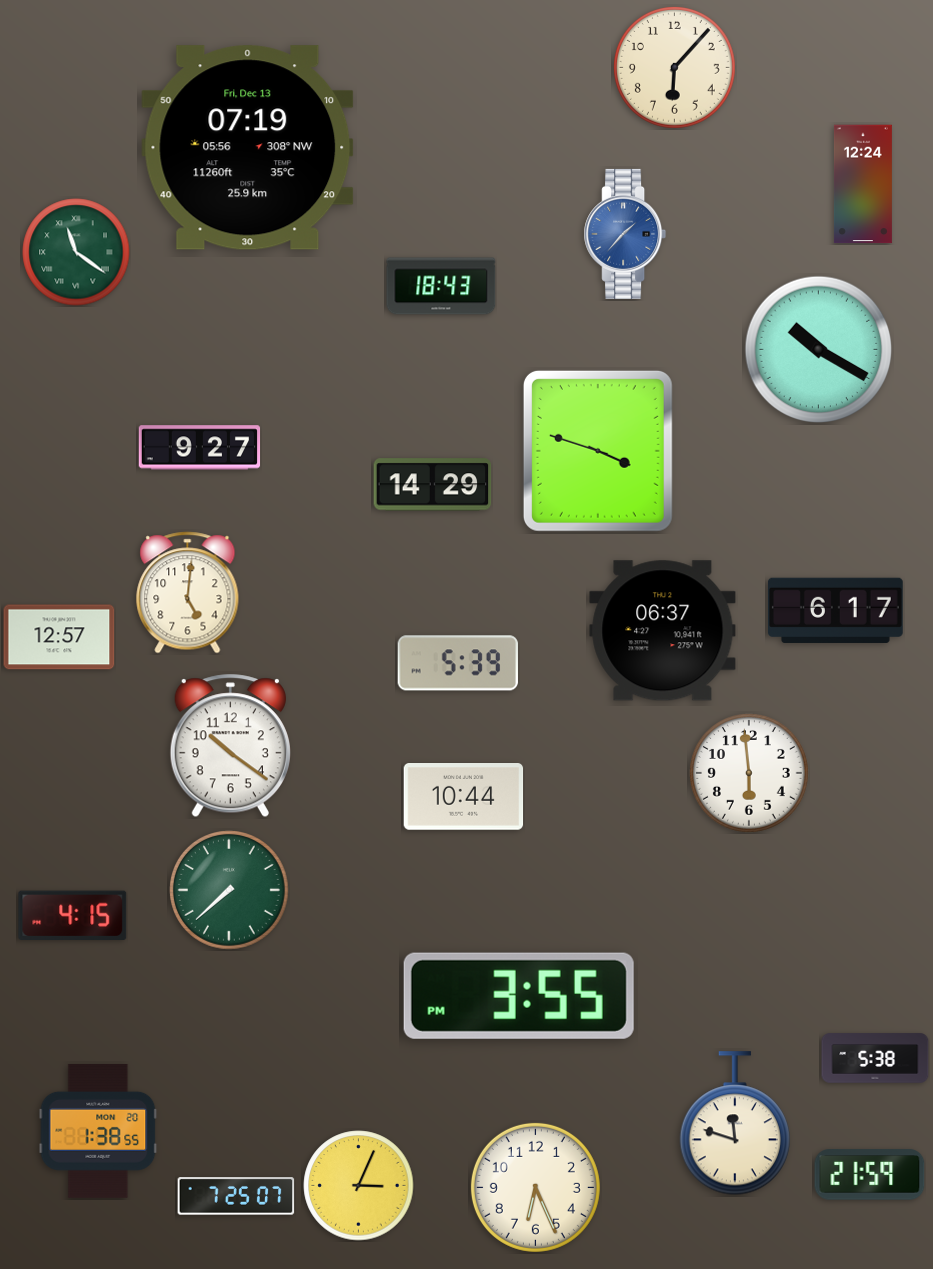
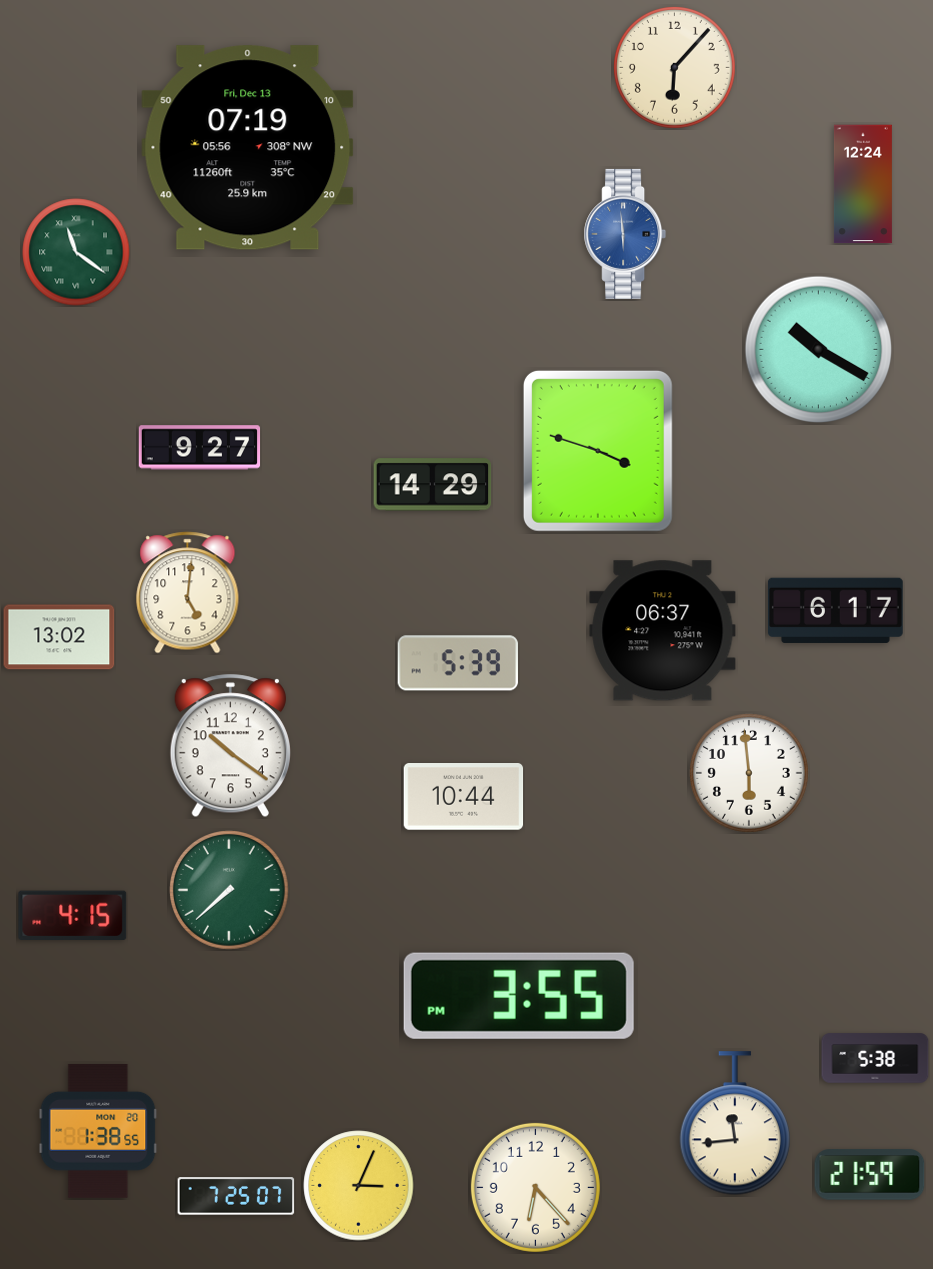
clock at (625, 234): 1:37 -> 5:59
clock at (441, 286): 18:43 -> none
clock at (59, 637): 12:57 -> 13:02
clock at (735, 1124): 11:48 -> 11:44
clock at (535, 1187): 6:26 -> 6:23
